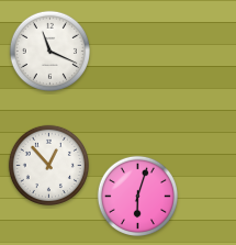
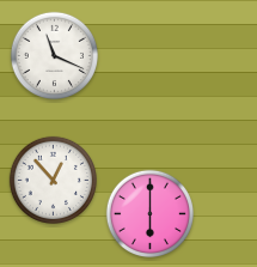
clock at (137, 196): 6:03 -> 6:00
